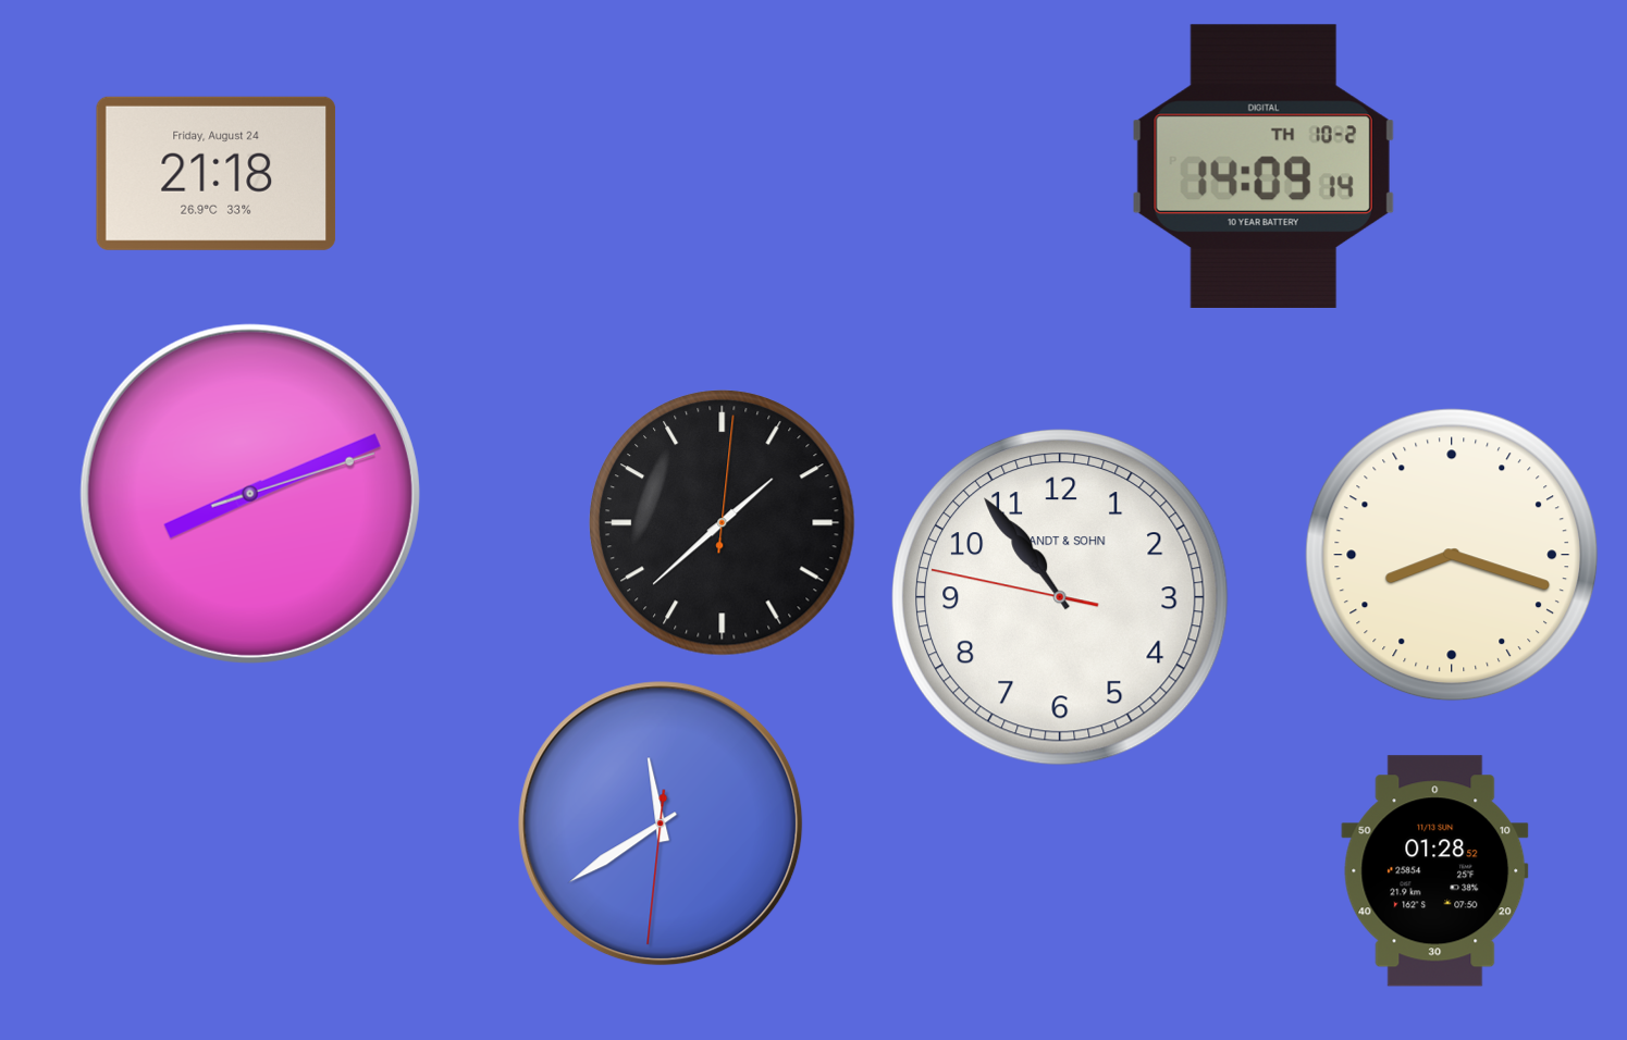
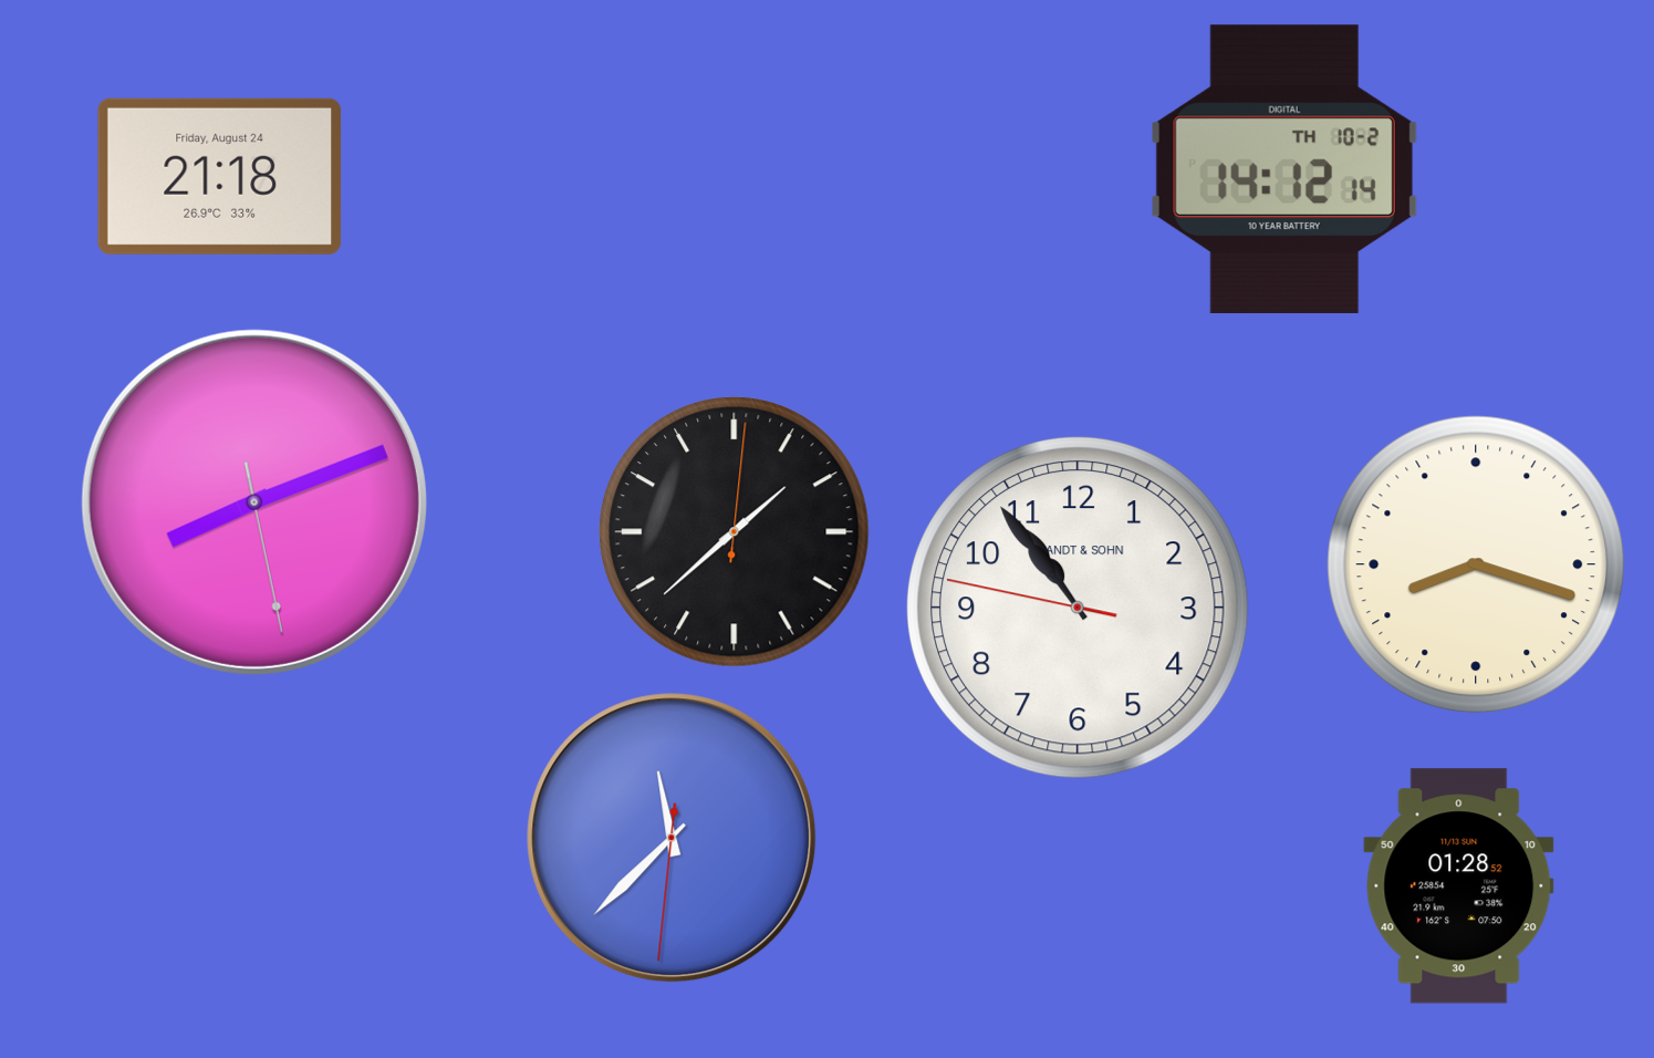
clock at (1264, 165): 14:09 -> 14:12
clock at (250, 494): 8:11:12 -> 8:11:28
clock at (661, 824): 11:39 -> 11:37
